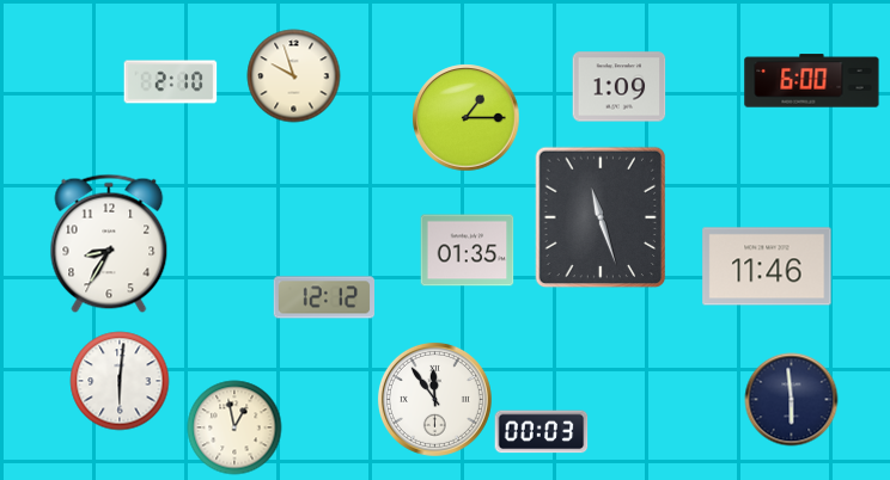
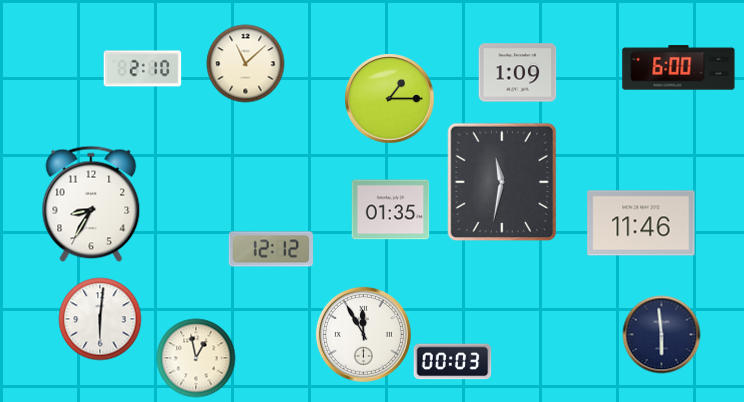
clock at (293, 75): 9:57 -> 11:08
clock at (601, 217): 11:27 -> 11:32
clock at (434, 399): 11:54 -> 11:55
